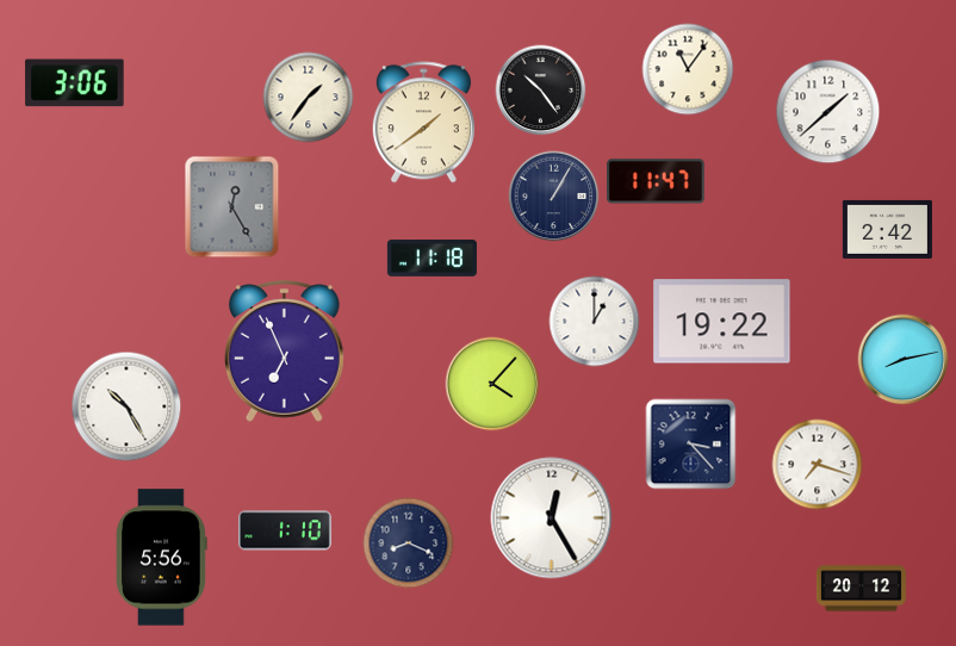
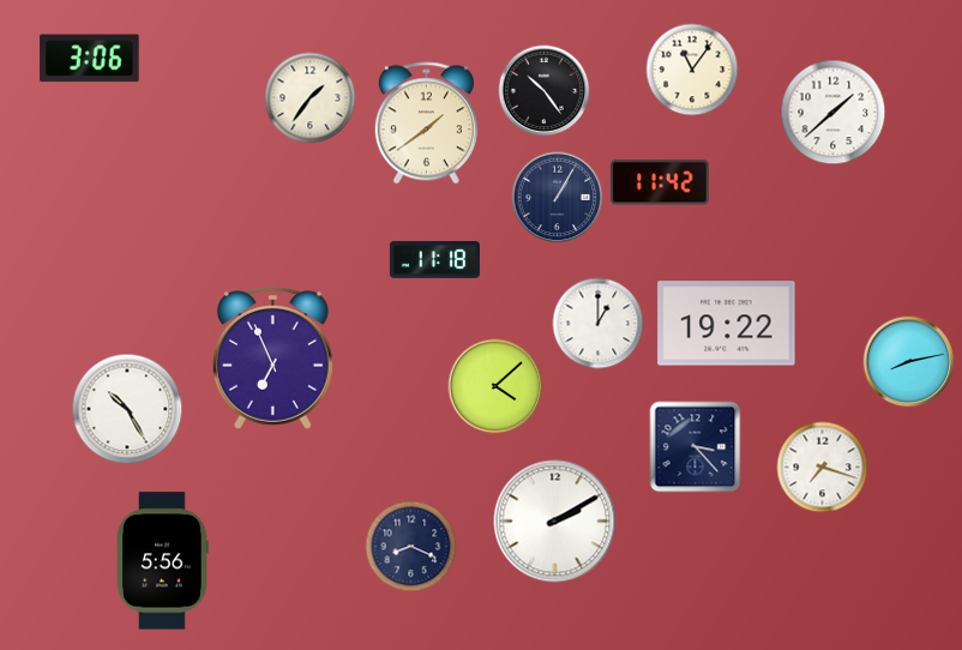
clock at (75, 83) position: (75, 83) -> (90, 59)
clock at (656, 181): 11:47 -> 11:42
clock at (232, 207): 12:25 -> none
clock at (887, 229): 2:42 -> none
clock at (285, 352) position: (285, 352) -> (273, 359)
clock at (492, 384): 4:07 -> 4:08
clock at (552, 518): 12:25 -> 2:10
clock at (285, 530): 1:10 -> none
clock at (861, 589): 20:12 -> none
